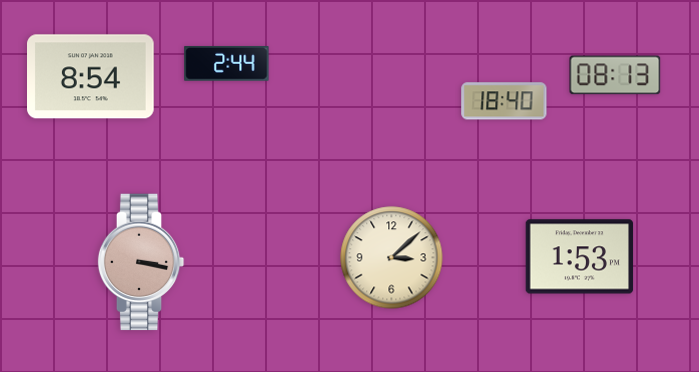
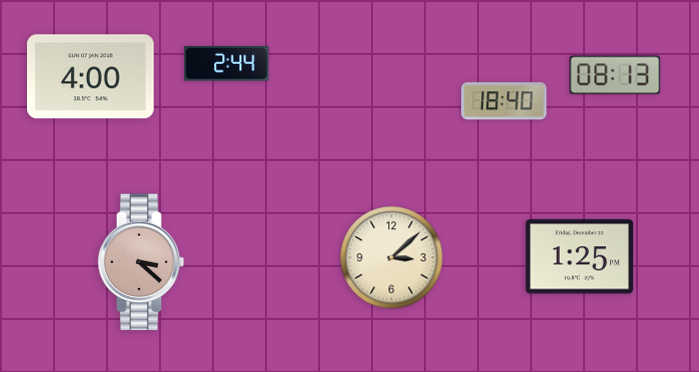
clock at (91, 77): 8:54 -> 4:00
clock at (580, 257): 1:53 -> 1:25
clock at (141, 262): 3:17 -> 3:22
